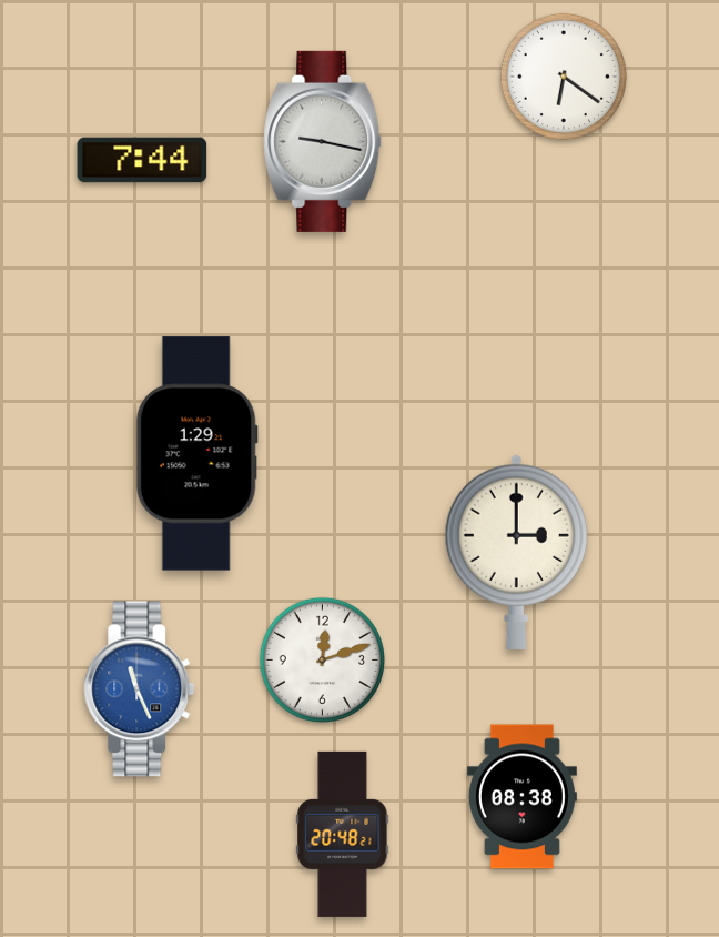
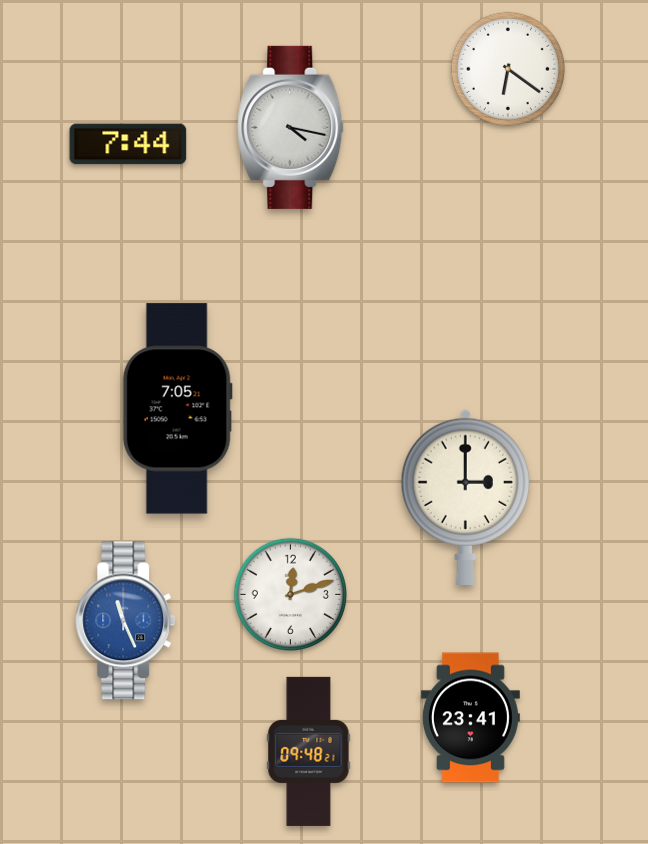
clock at (323, 141): 9:17 -> 4:17
clock at (196, 454): 1:29 -> 7:05
clock at (521, 797): 08:38 -> 23:41
clock at (343, 834): 20:48 -> 09:48
